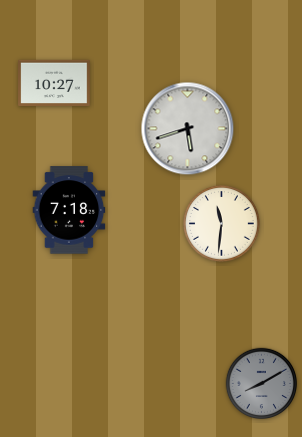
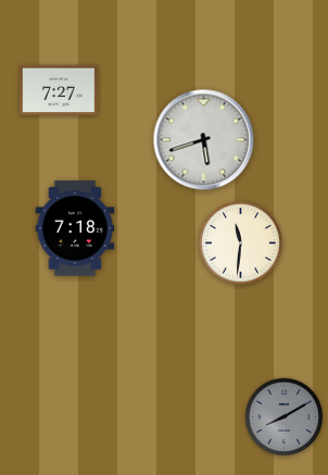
clock at (54, 83): 10:27 -> 7:27
